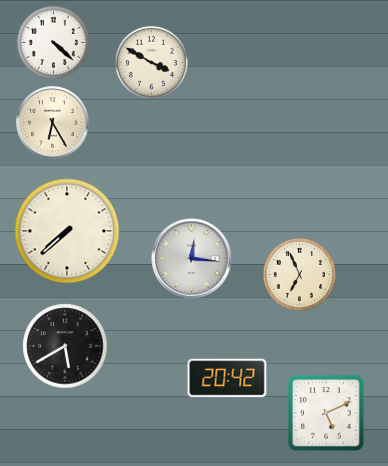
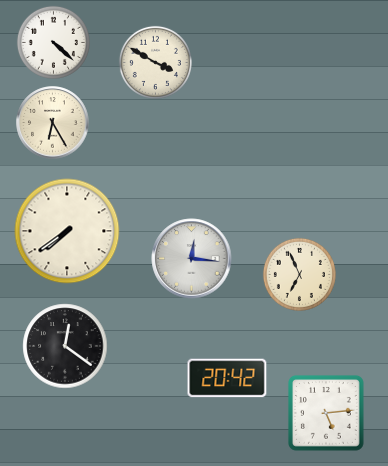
clock at (151, 62) position: (151, 62) -> (155, 62)
clock at (67, 231): 7:38 -> 7:39
clock at (65, 346): 5:40 -> 12:21
clock at (326, 413): 5:11 -> 5:14
